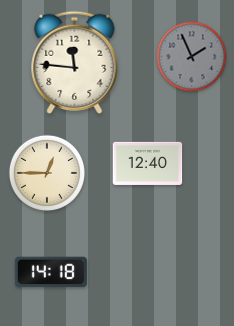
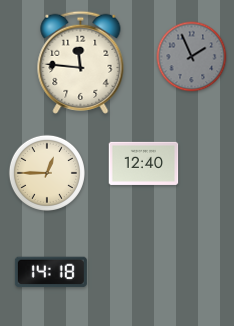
clock at (75, 62) position: (75, 62) -> (81, 62)
clock at (148, 163) position: (148, 163) -> (144, 163)
